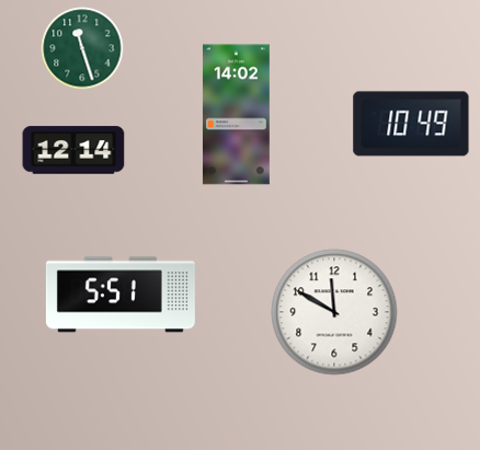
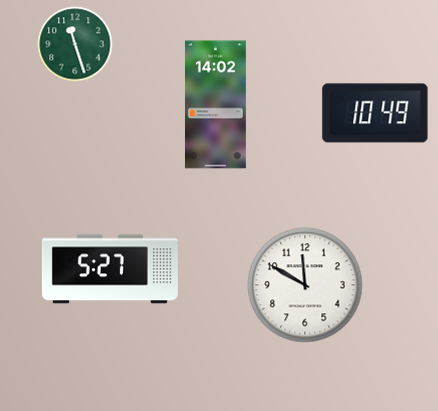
clock at (73, 150): 12:14 -> none
clock at (121, 295): 5:51 -> 5:27
